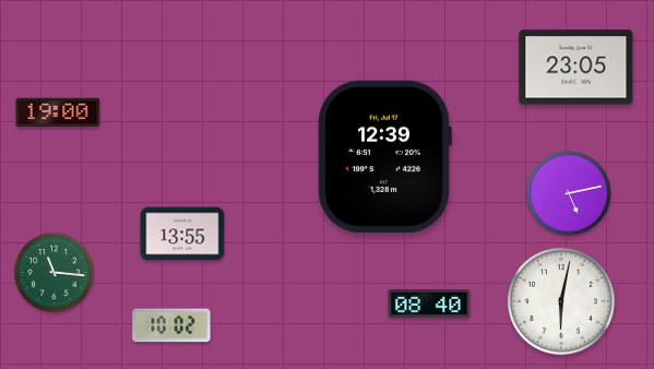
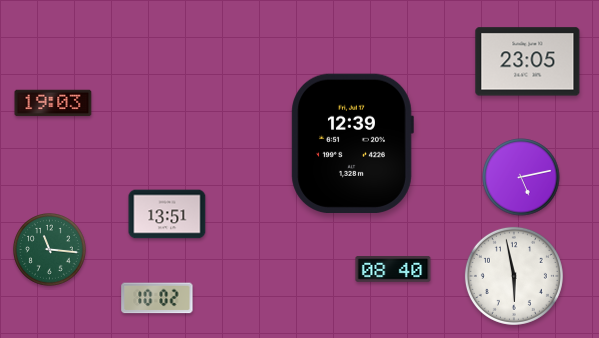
clock at (58, 112): 19:00 -> 19:03
clock at (182, 234): 13:55 -> 13:51
clock at (561, 301): 6:02 -> 5:58
clock at (429, 305) position: (429, 305) -> (393, 270)
